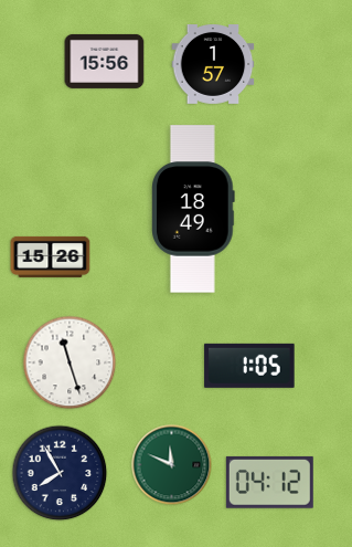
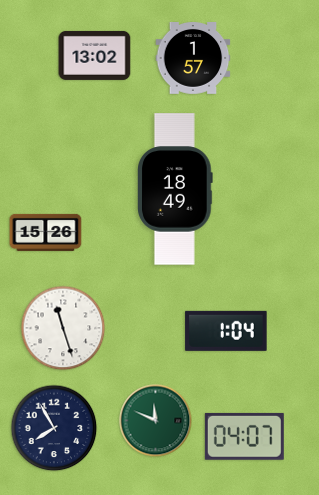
clock at (105, 61): 15:56 -> 13:02
clock at (249, 366): 1:05 -> 1:04
clock at (269, 482): 04:12 -> 04:07
